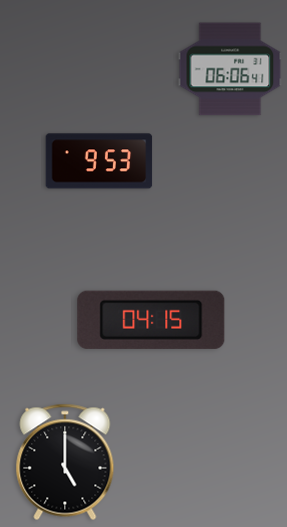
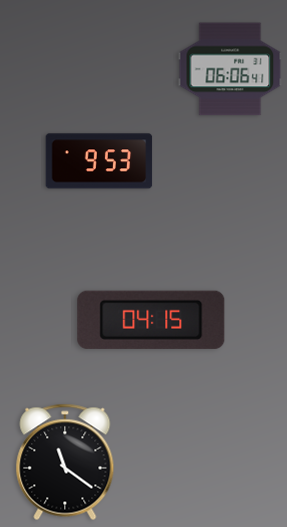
clock at (65, 462): 5:00 -> 11:21
